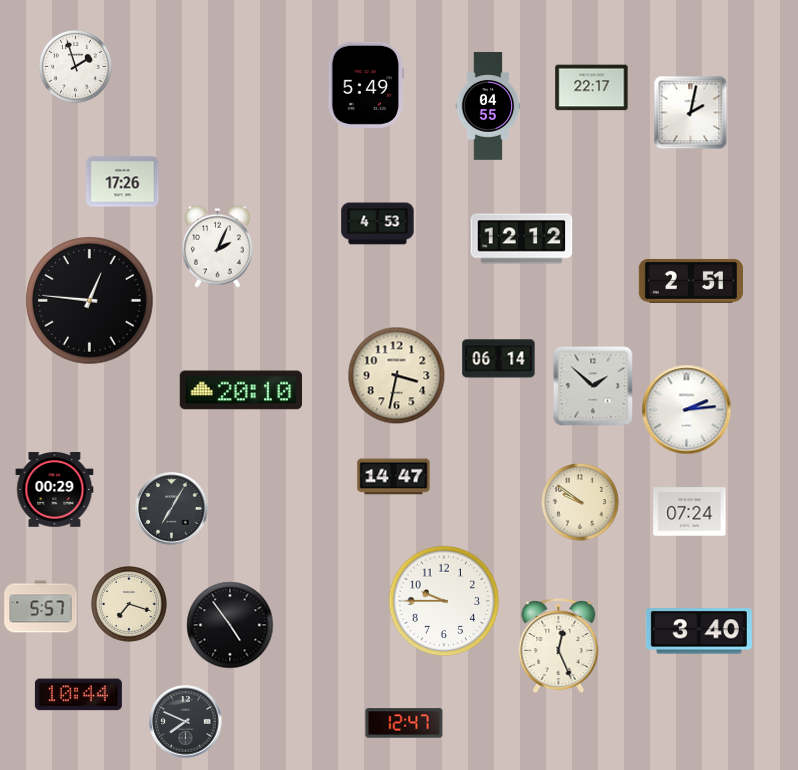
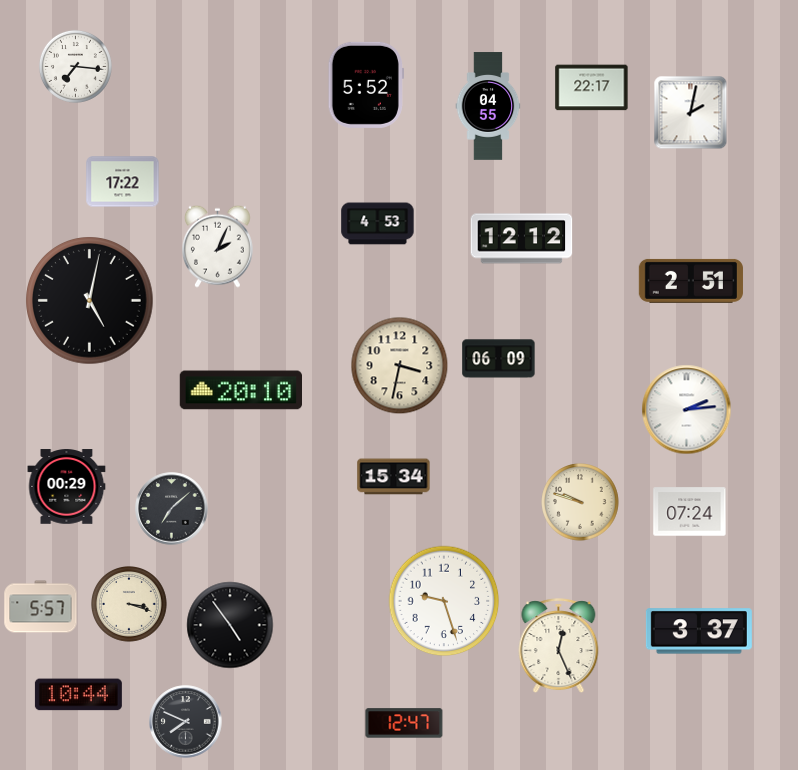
clock at (75, 66): 1:57 -> 7:16
clock at (366, 85): 5:49 -> 5:52
clock at (123, 182): 17:26 -> 17:22
clock at (90, 301): 12:46 -> 5:02
clock at (499, 359): 06:14 -> 06:09
clock at (397, 376) position: (397, 376) -> (400, 366)
clock at (593, 386): 1:52 -> none
clock at (394, 477): 14:47 -> 15:34
clock at (55, 490) position: (55, 490) -> (67, 487)
clock at (580, 502): 9:51 -> 9:48
clock at (172, 509): 7:05 -> 7:08
clock at (444, 601): 9:45 -> 9:27
clock at (130, 605): 7:18 -> 3:18
clock at (699, 631): 3:40 -> 3:37
